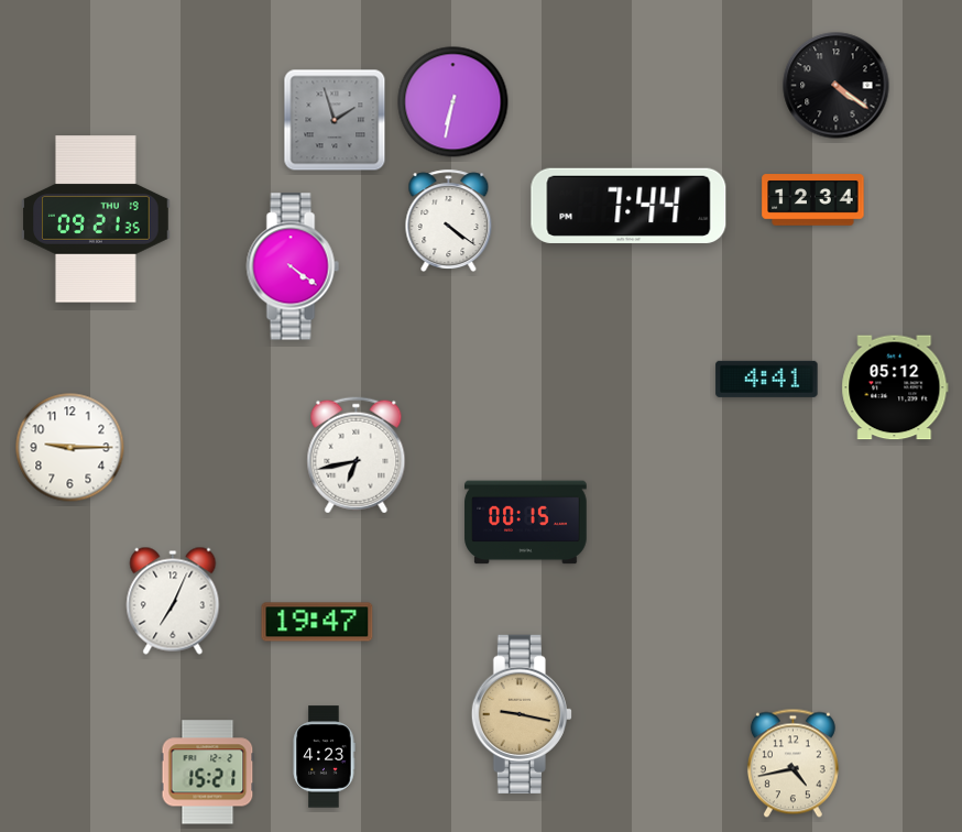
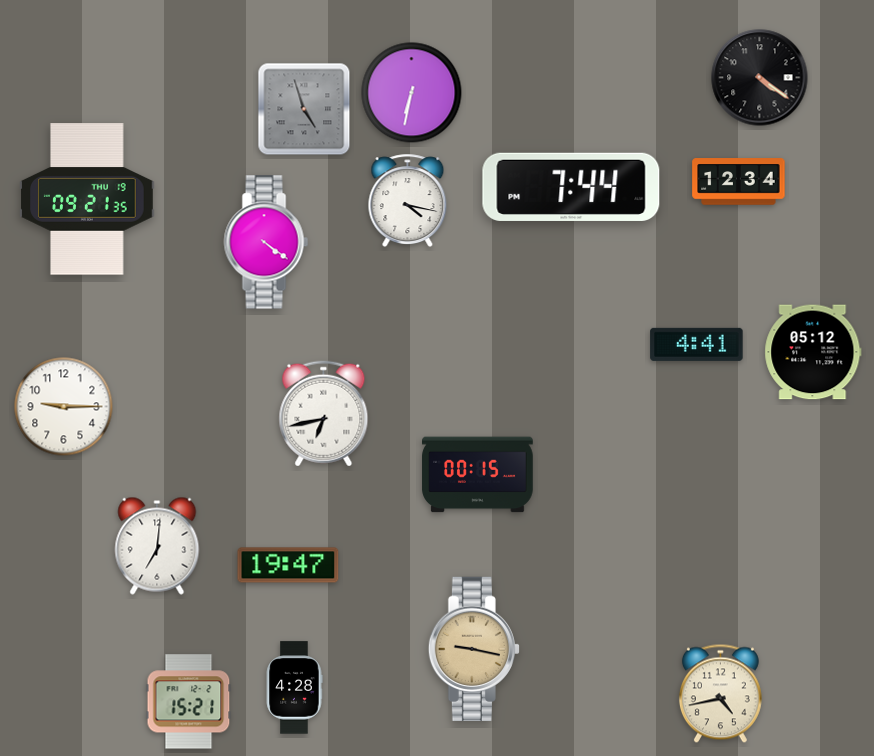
clock at (335, 120): 1:57 -> 4:57
clock at (449, 221): 4:21 -> 4:17
clock at (173, 601): 7:04 -> 7:01
clock at (324, 757): 4:23 -> 4:28
